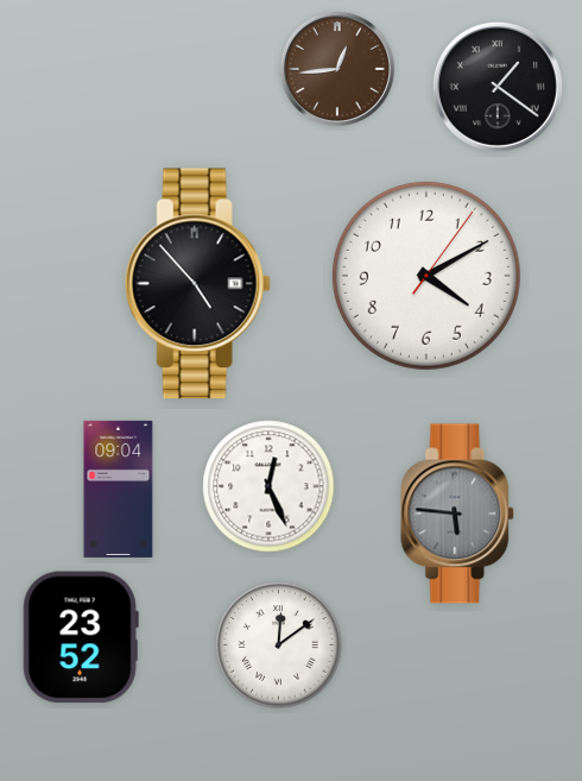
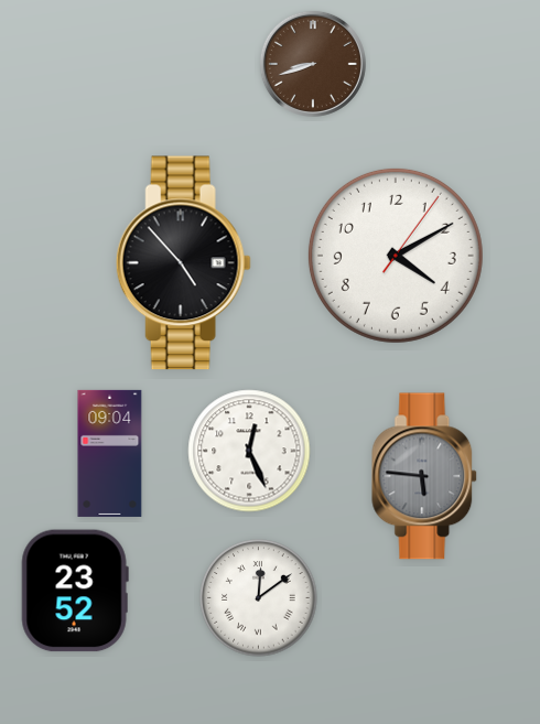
clock at (337, 69): 12:44 -> 8:42
clock at (498, 87): 1:21 -> none
